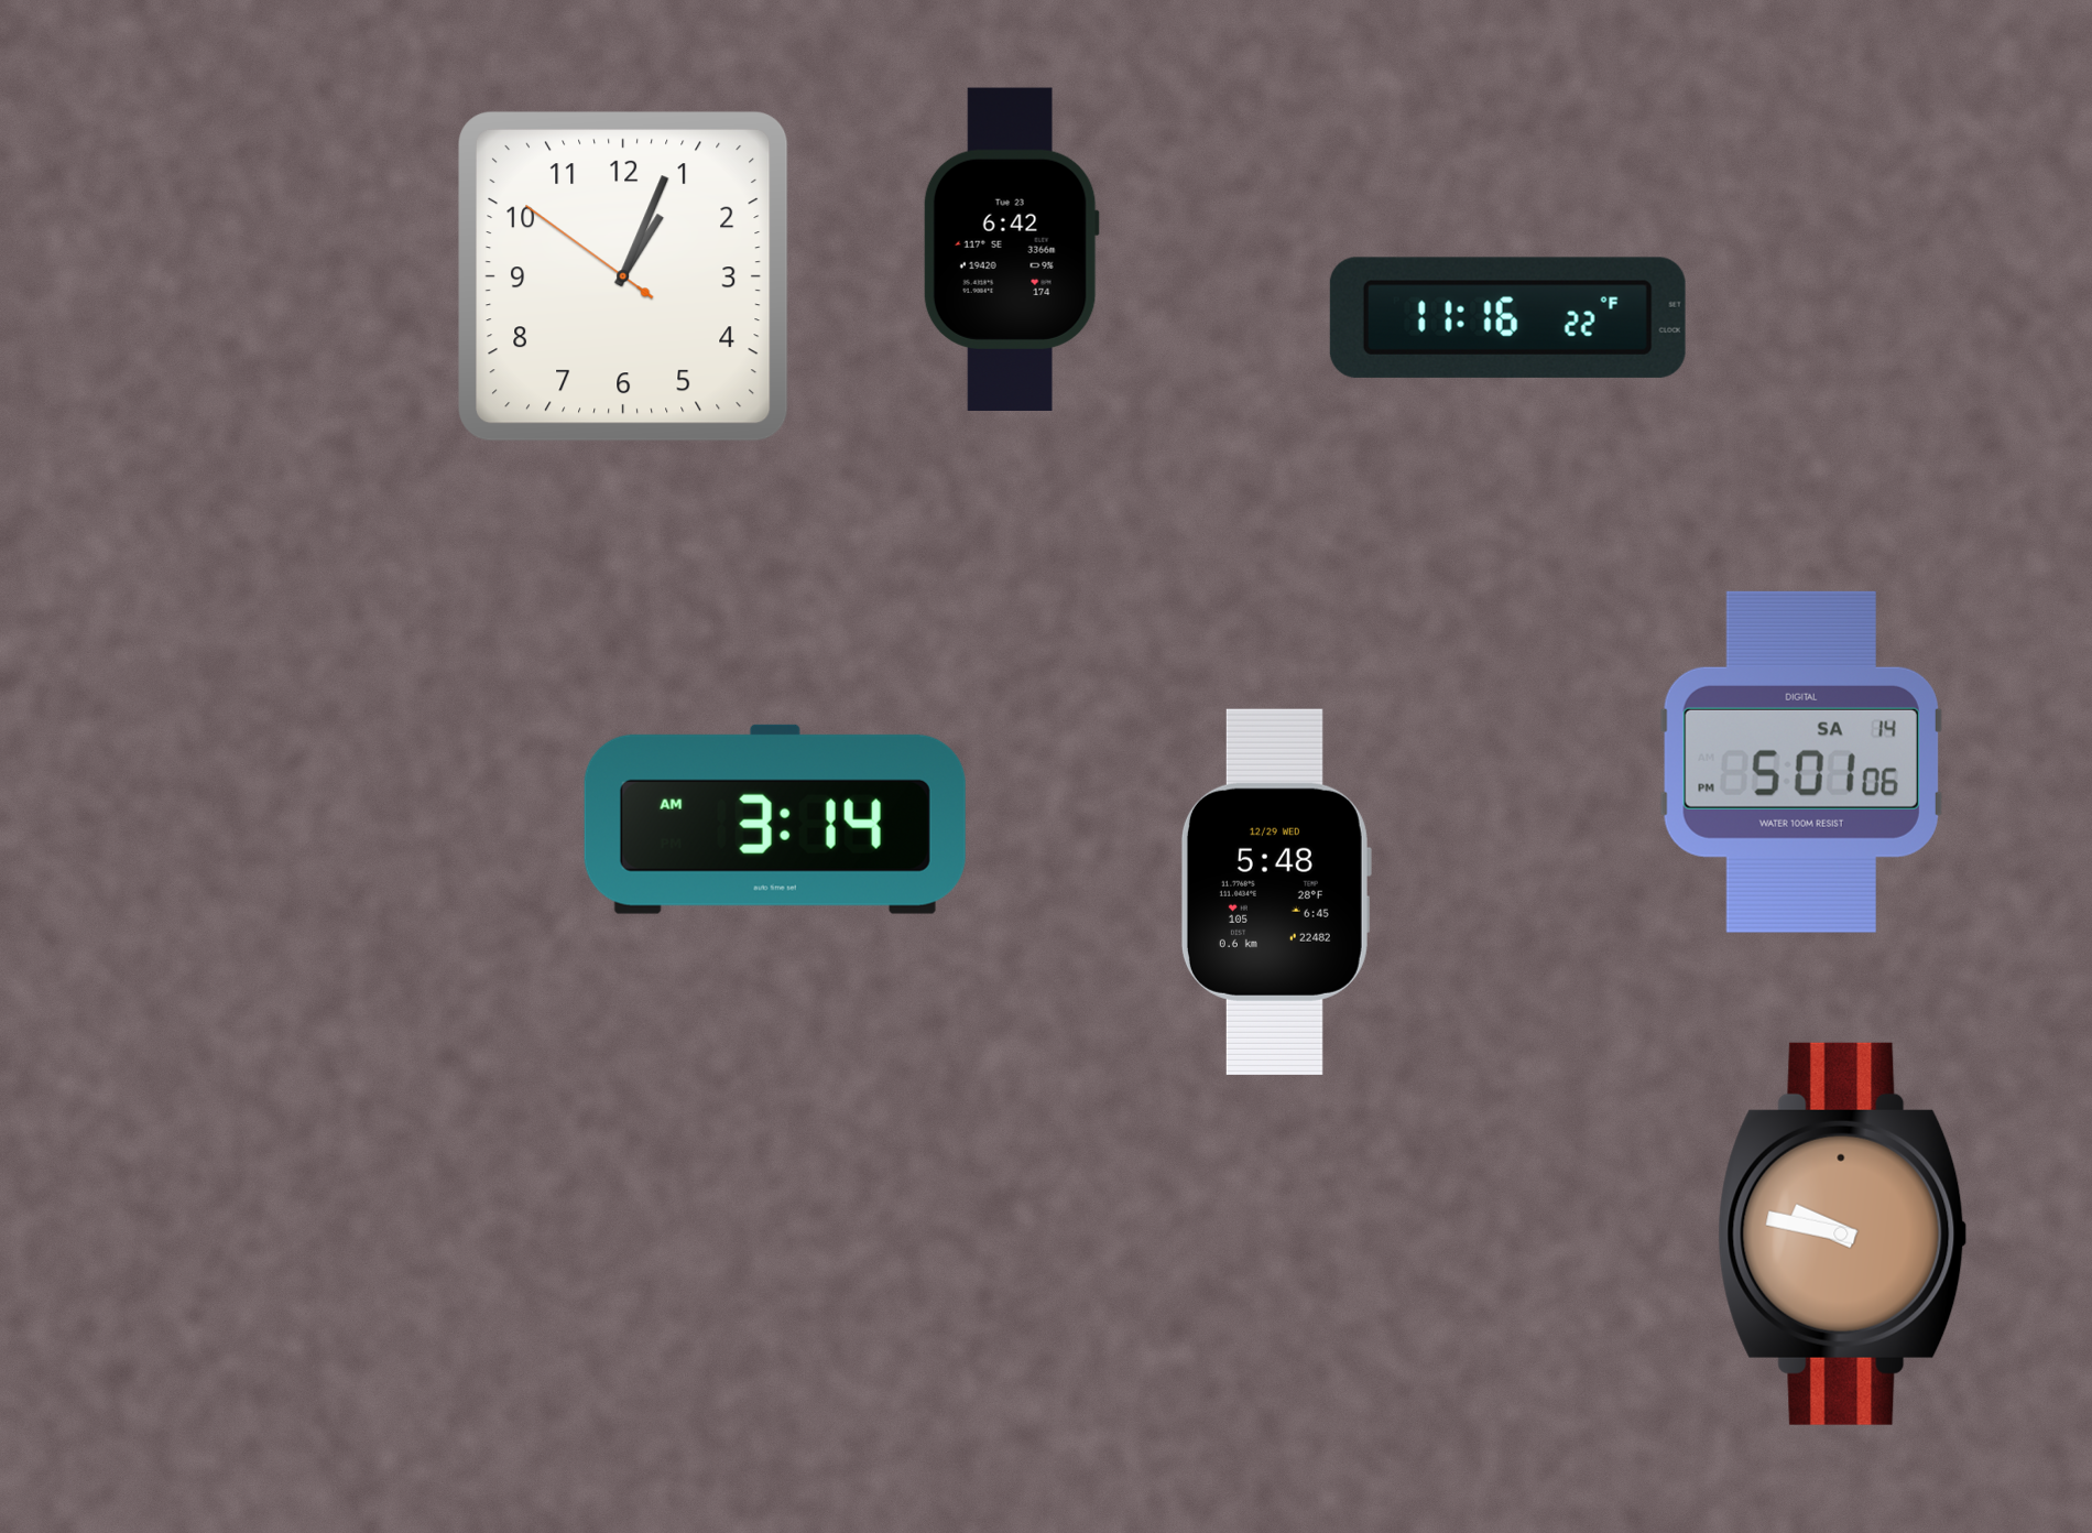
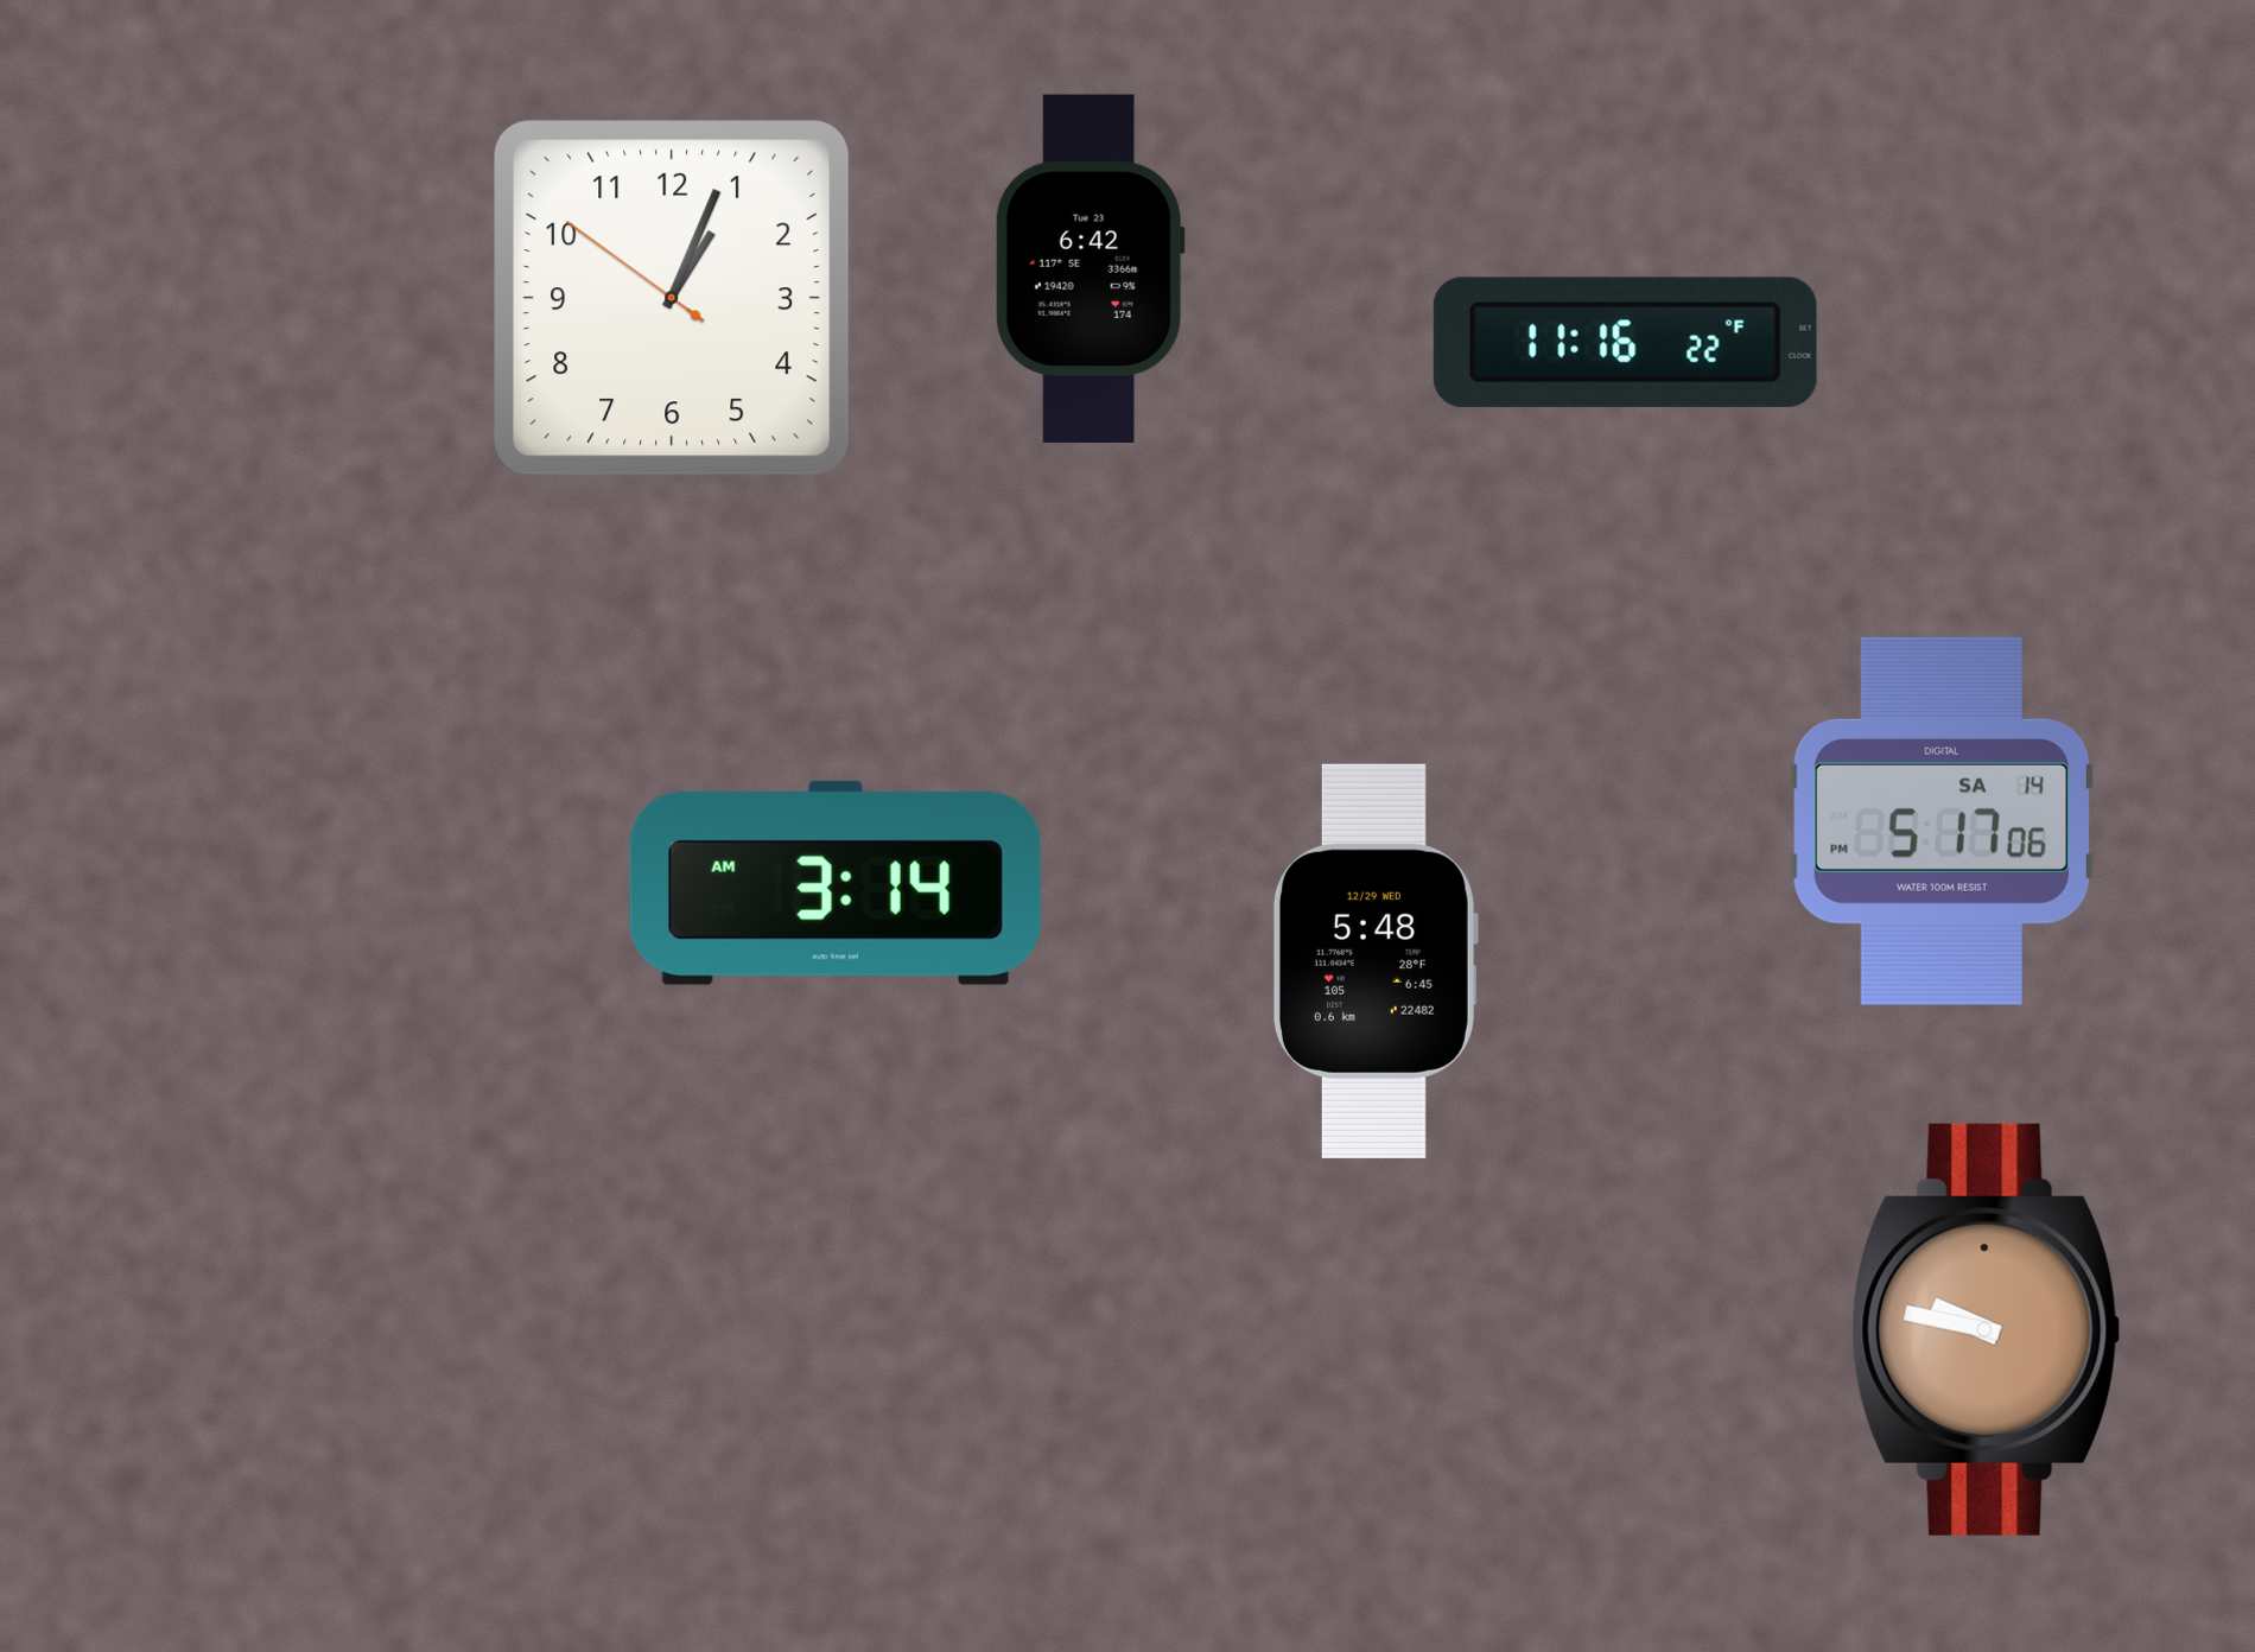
clock at (1801, 762): 5:01 -> 5:17
